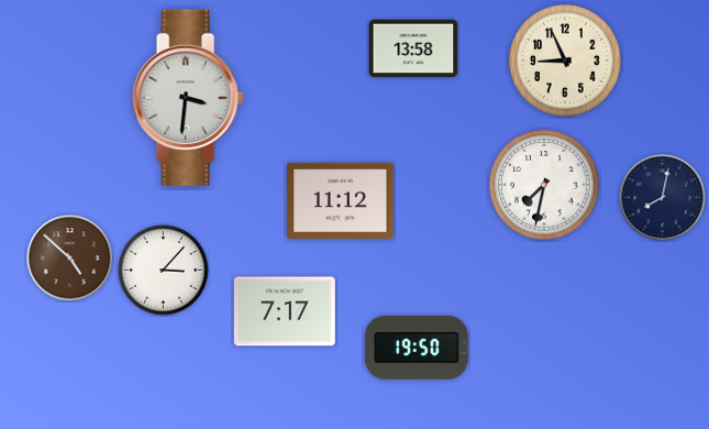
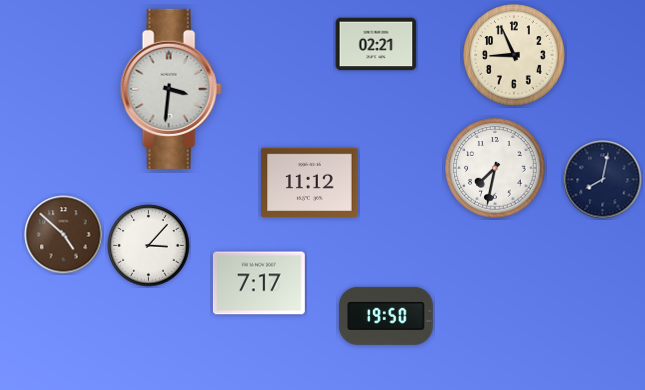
clock at (413, 48): 13:58 -> 02:21
clock at (417, 348) position: (417, 348) -> (386, 316)
